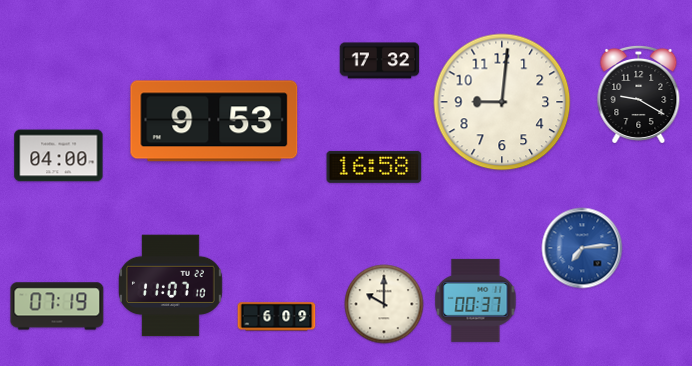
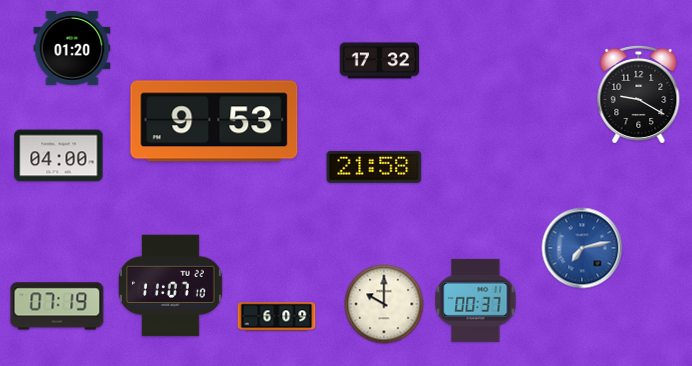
clock at (72, 48): none -> 01:20
clock at (502, 102): 9:01 -> none
clock at (374, 167): 16:58 -> 21:58
clock at (582, 248): 7:14 -> 7:13
